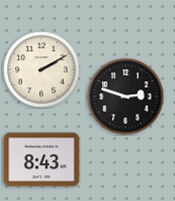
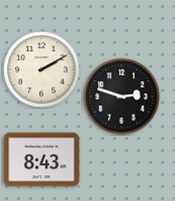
clock at (126, 97) position: (126, 97) -> (122, 97)
